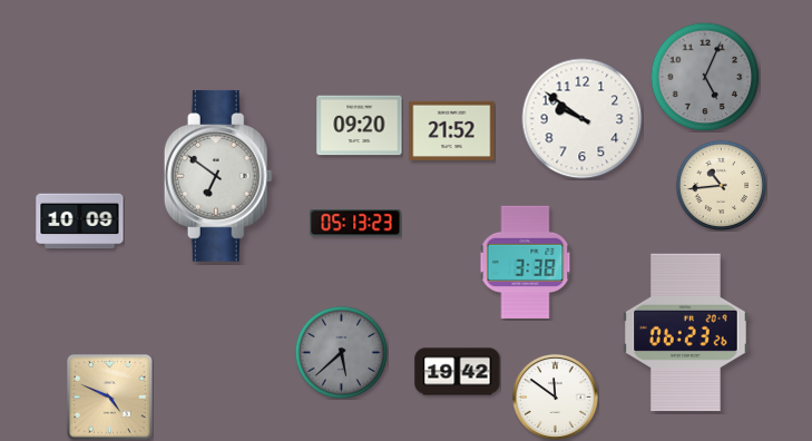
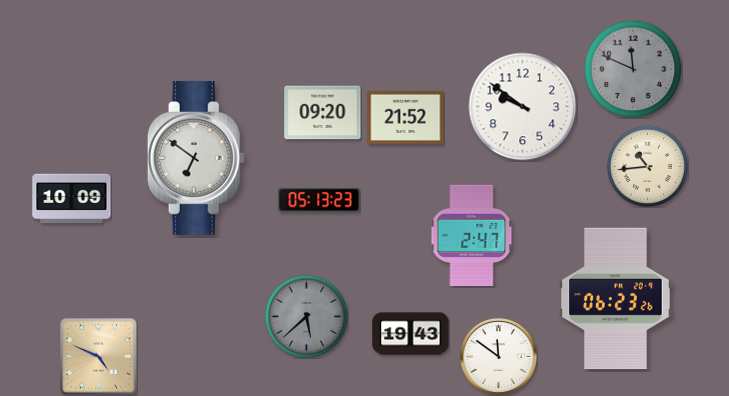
clock at (705, 77): 5:04 -> 11:49
clock at (526, 262): 3:38 -> 2:47
clock at (458, 372): 19:42 -> 19:43
